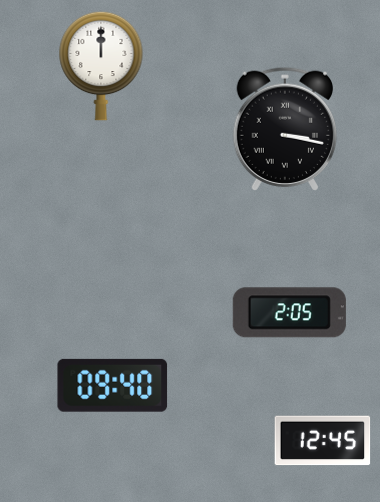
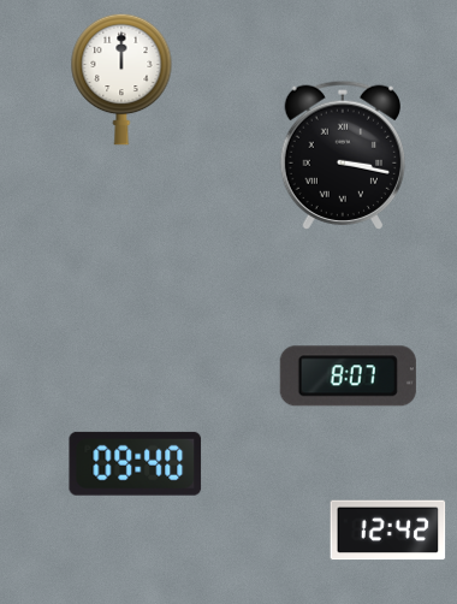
clock at (289, 313): 2:05 -> 8:07
clock at (323, 441): 12:45 -> 12:42
